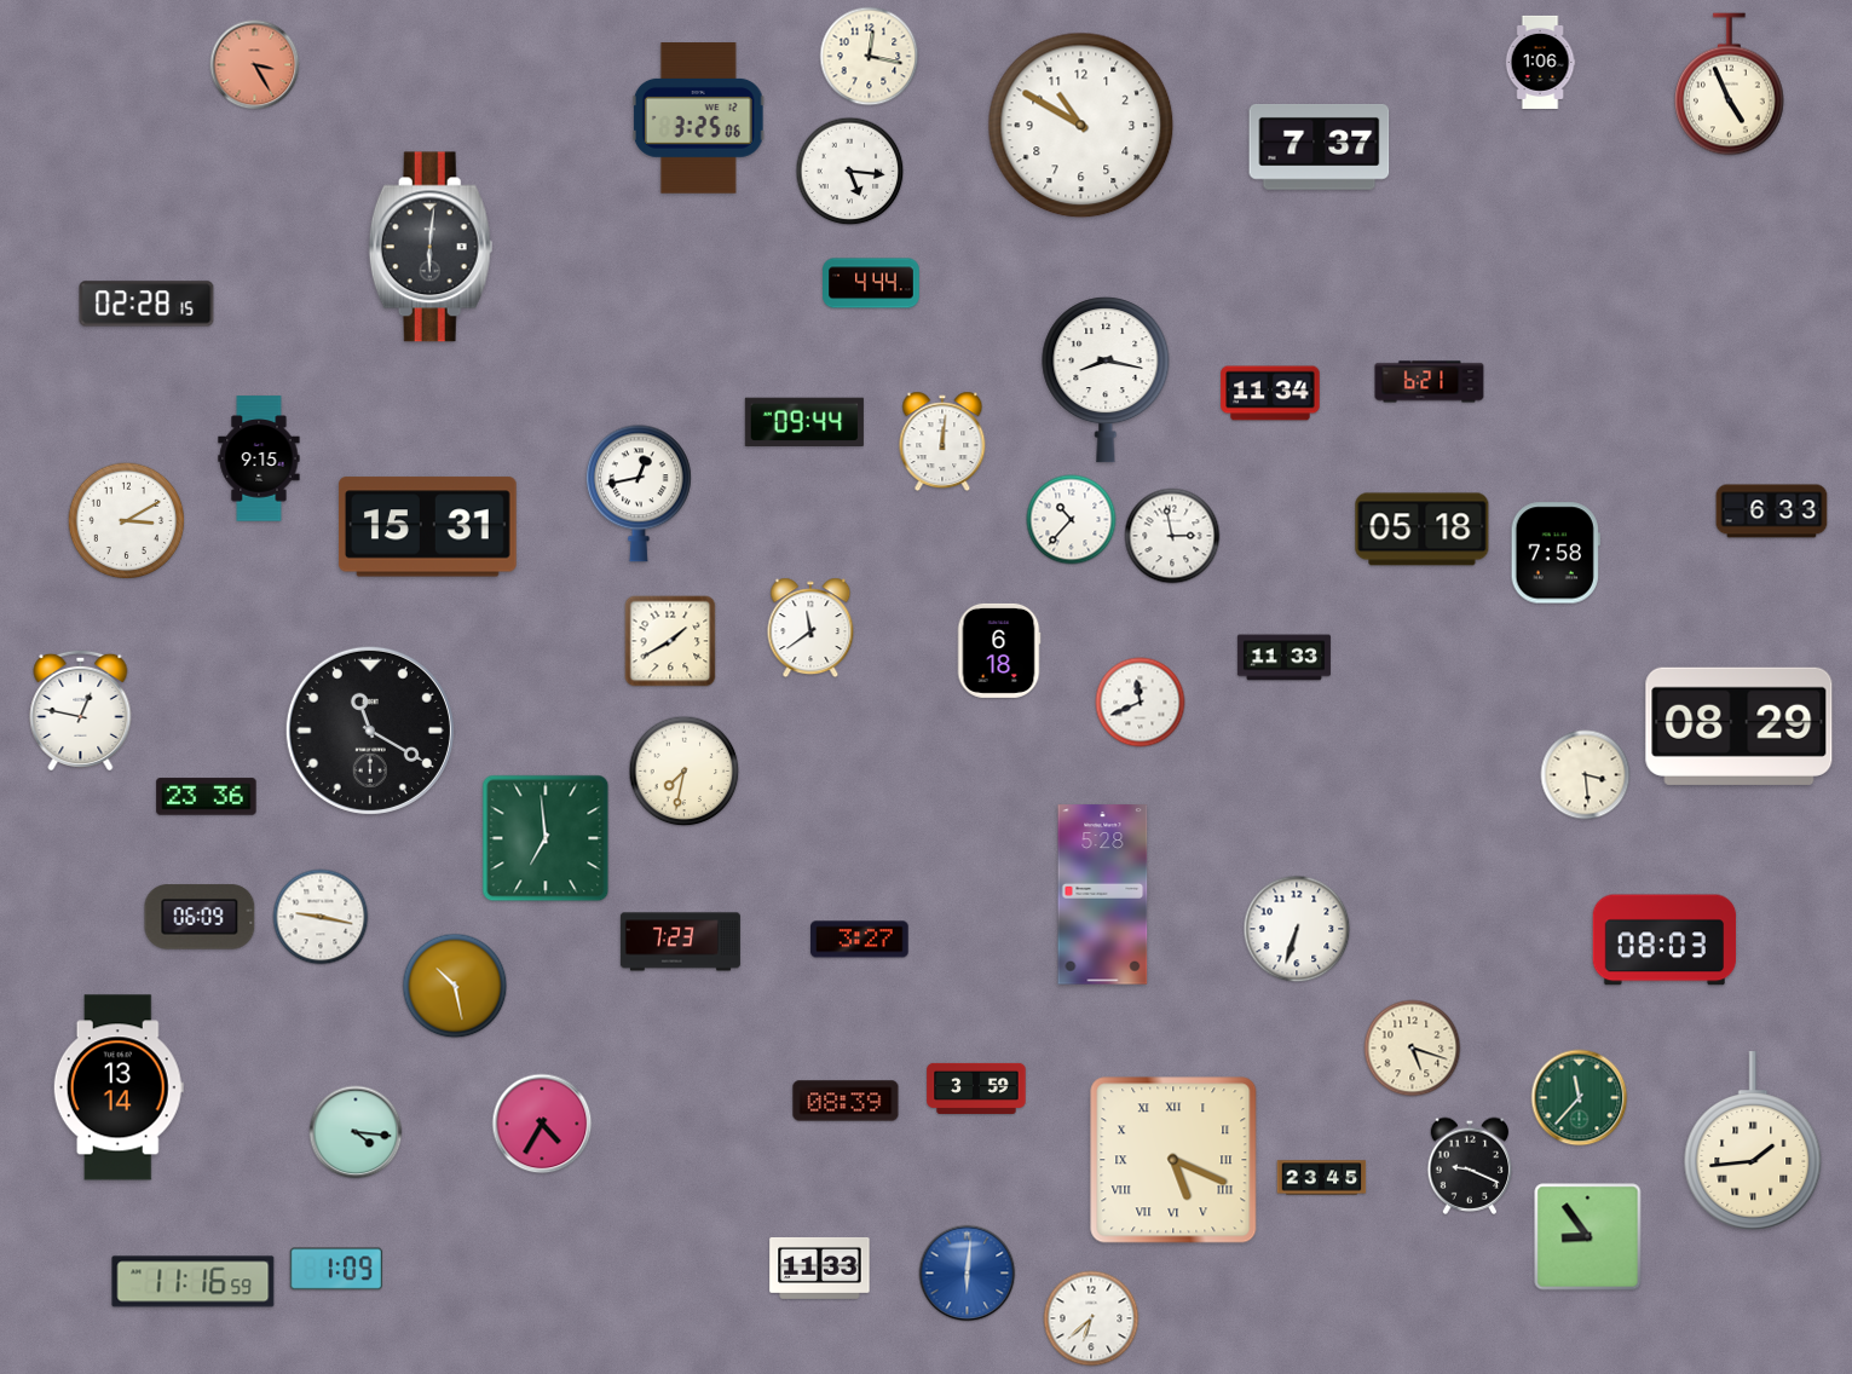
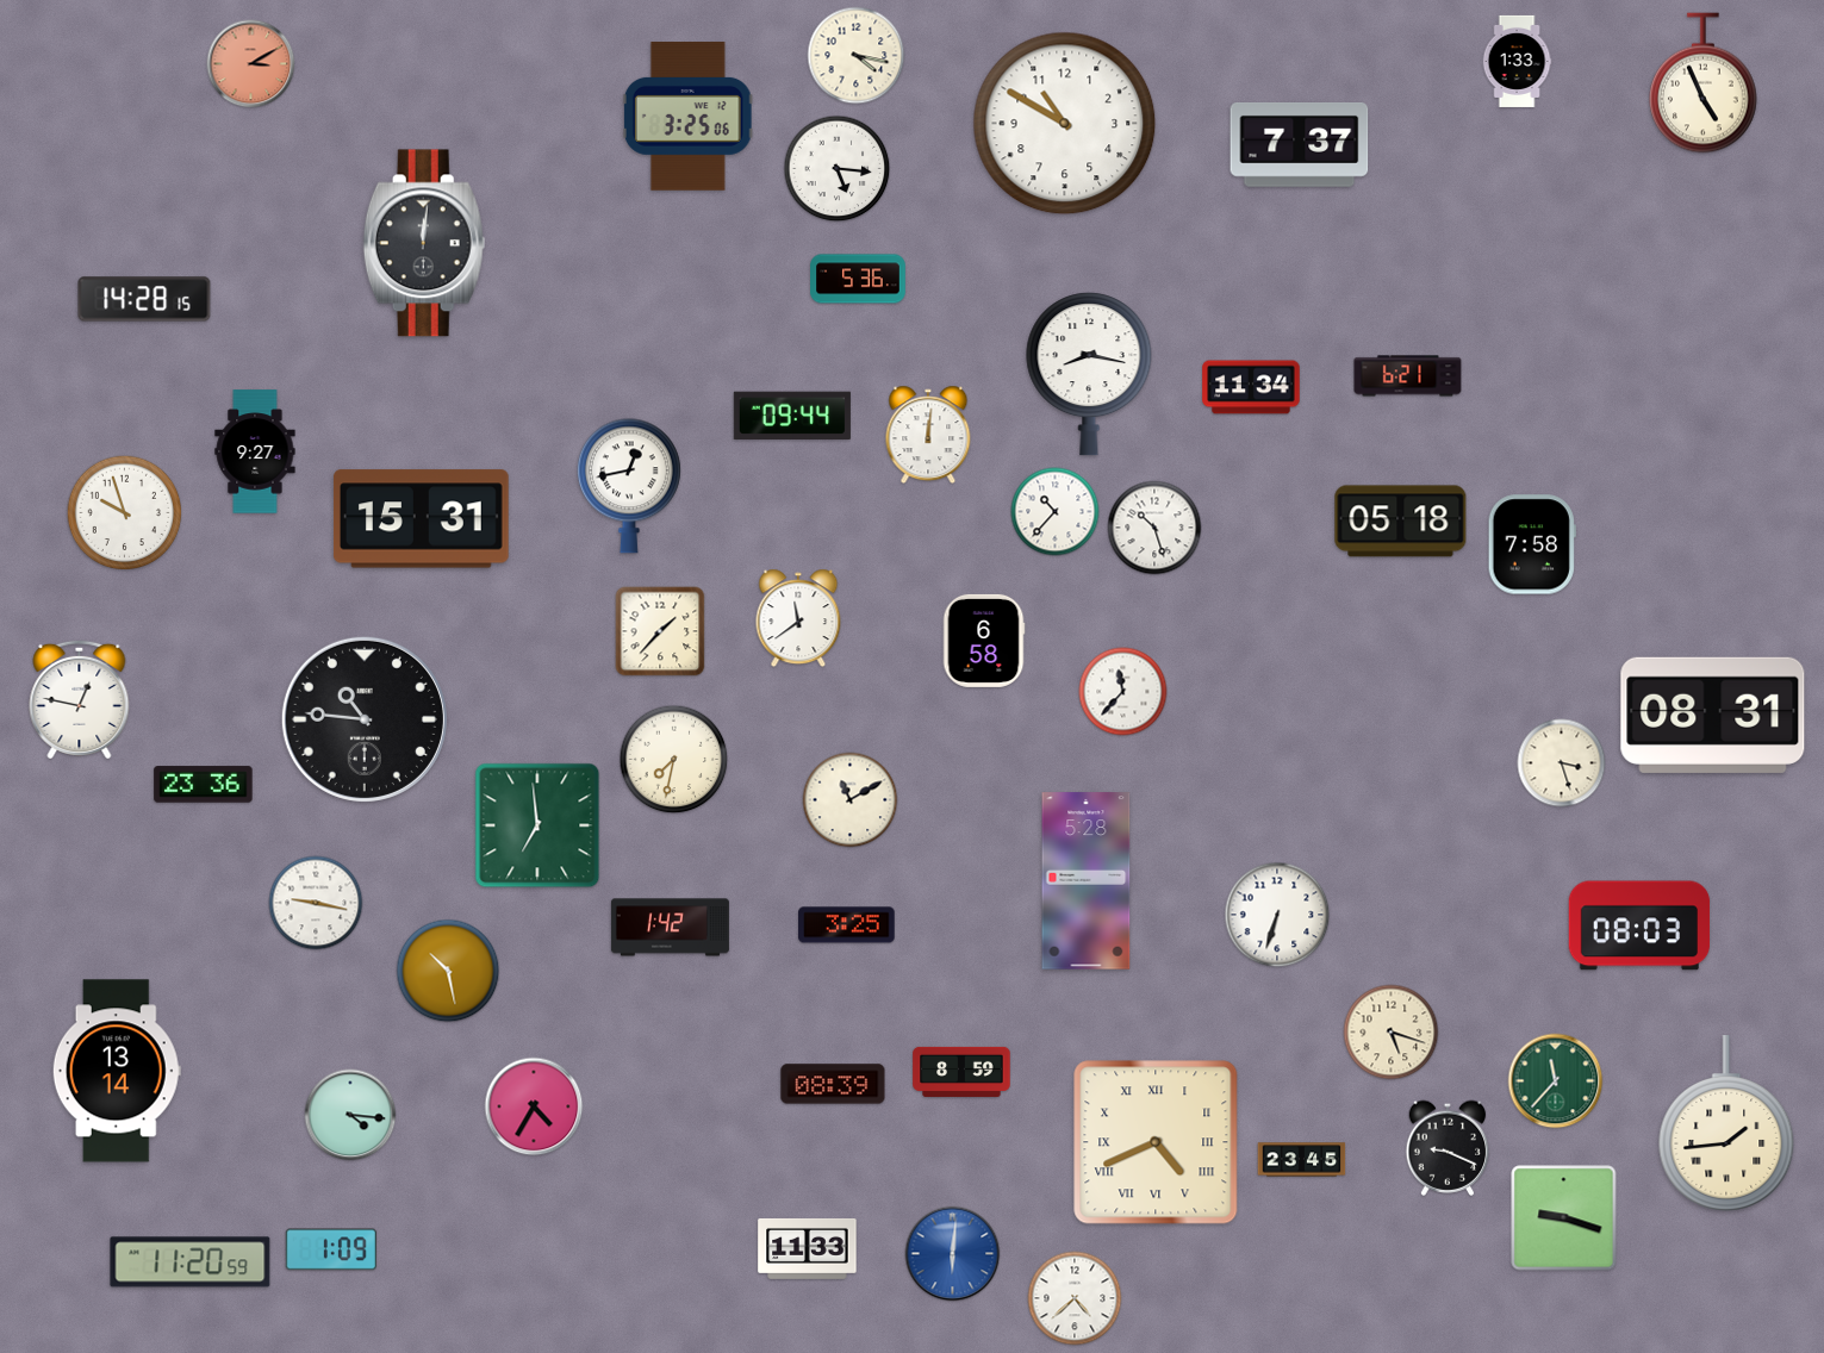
clock at (870, 57): 12:17 -> 4:17
clock at (1540, 62): 1:06 -> 1:33
clock at (255, 65): 3:25 -> 3:10
clock at (431, 247): 6:01 -> 12:01
clock at (871, 283): 4:44 -> 5:36
clock at (146, 304): 02:28 -> 14:28
clock at (259, 458): 9:15 -> 9:27
clock at (1772, 512): 6:33 -> none
clock at (127, 521): 3:10 -> 9:57
clock at (1172, 536): 2:58 -> 10:27
clock at (670, 641): 1:40 -> 1:37
clock at (999, 651): 6:18 -> 6:58
clock at (1283, 658): 11:33 -> none
clock at (1141, 703): 11:41 -> 11:37
clock at (1740, 726): 08:29 -> 08:31
clock at (370, 731): 11:20 -> 10:46
clock at (1586, 775): 3:29 -> 3:27
clock at (851, 800): none -> 11:10
clock at (200, 917): 06:09 -> none
clock at (860, 940): 3:27 -> 3:25
clock at (680, 942): 7:23 -> 1:42
clock at (976, 1089): 3:59 -> 8:59
clock at (1173, 1160): 5:19 -> 4:41
clock at (1588, 1237): 8:54 -> 9:18
clock at (194, 1282): 11:16 -> 11:20
clock at (1091, 1318): 6:38 -> 4:38
